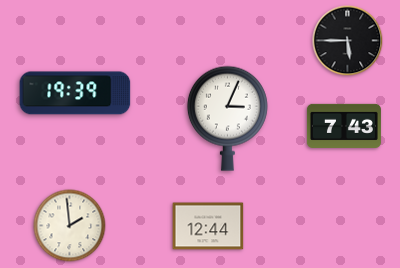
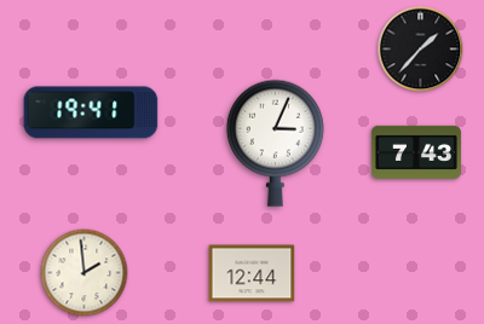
clock at (348, 41): 5:45 -> 1:37
clock at (75, 93): 19:39 -> 19:41
